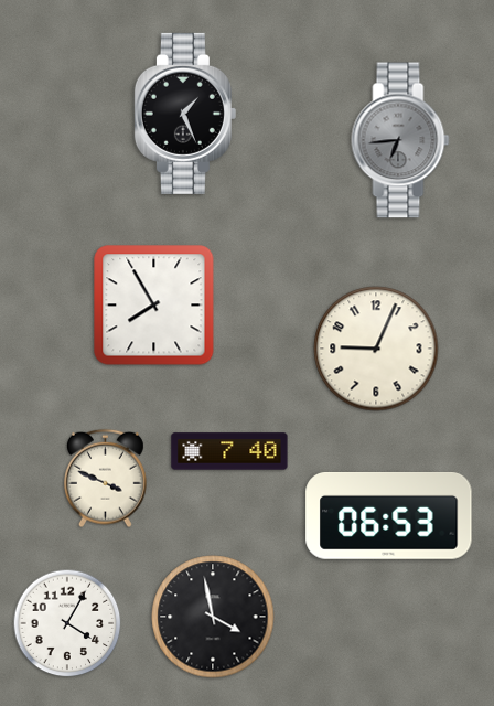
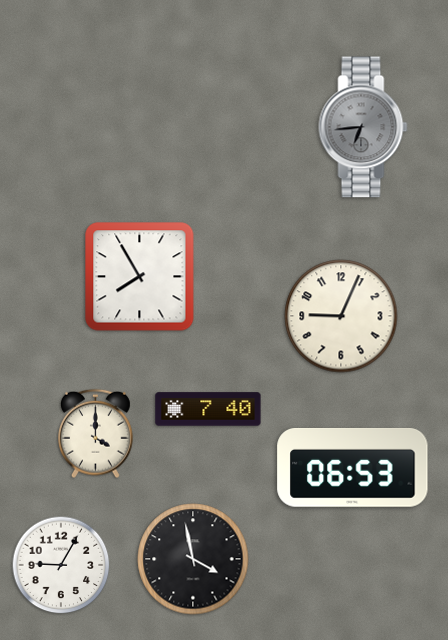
clock at (185, 114): 1:26 -> none
clock at (106, 479): 3:49 -> 4:00
clock at (67, 623): 4:05 -> 9:05
